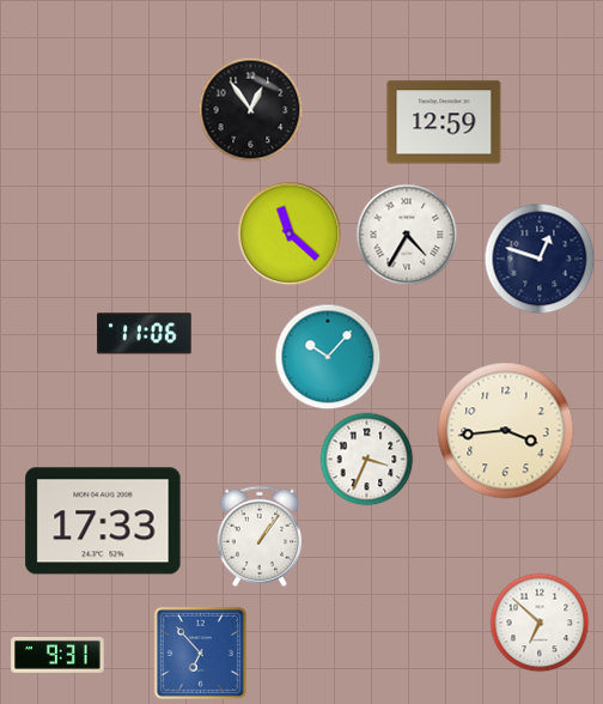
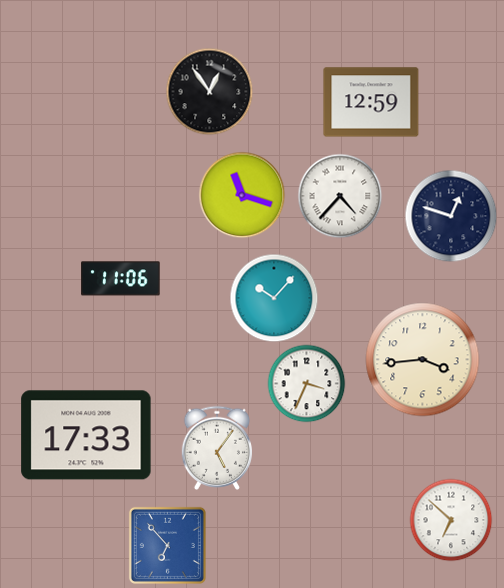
clock at (290, 233): 11:22 -> 11:18
clock at (407, 235): 4:35 -> 4:37
clock at (258, 536): 1:06 -> 5:06
clock at (57, 655): 9:31 -> none
